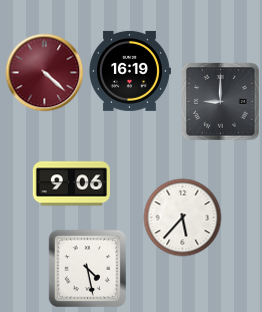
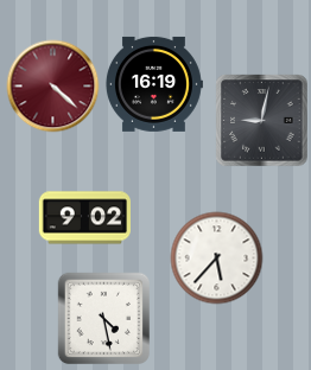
clock at (220, 101): 9:00 -> 9:02
clock at (71, 184): 9:06 -> 9:02
